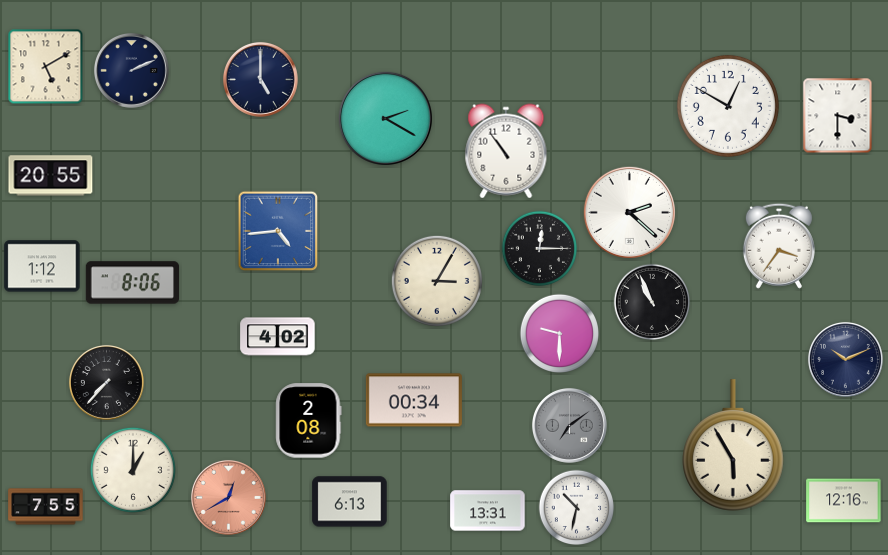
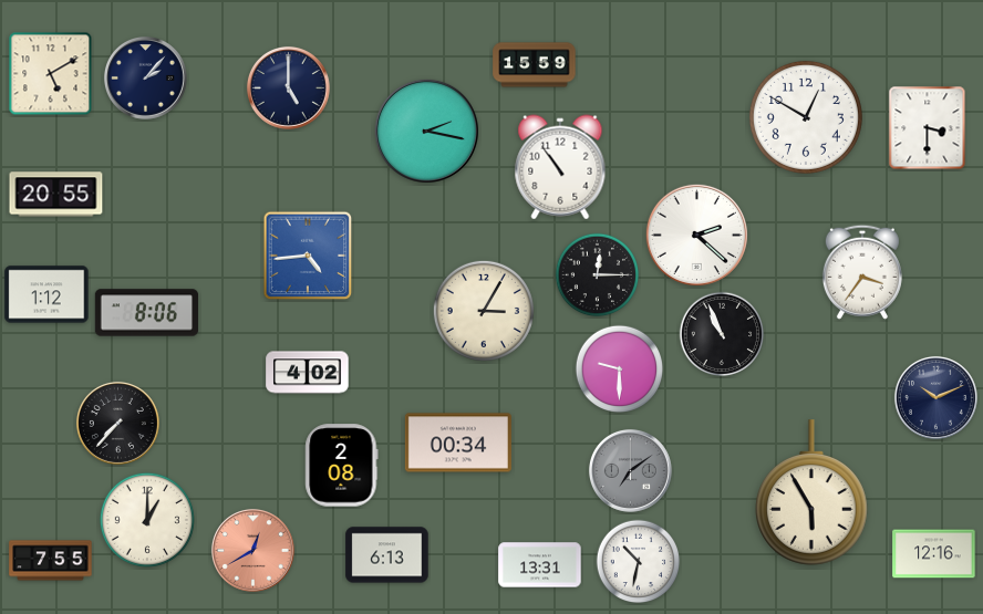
clock at (535, 65): none -> 15:59
clock at (131, 70): 2:11 -> 2:07
clock at (385, 118): 2:20 -> 2:17
